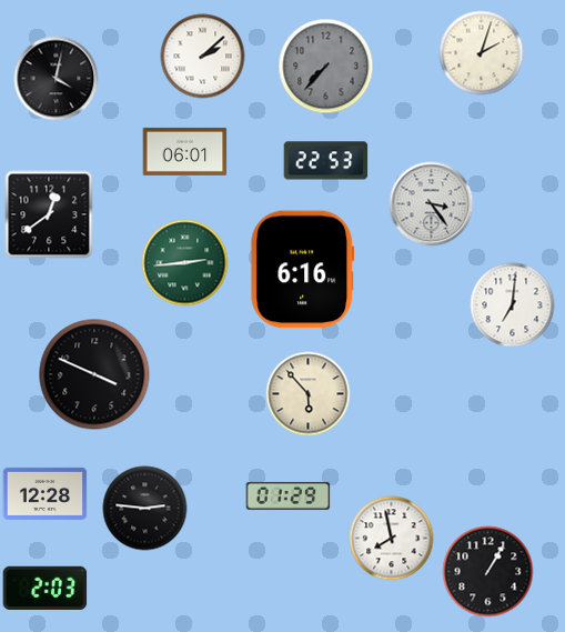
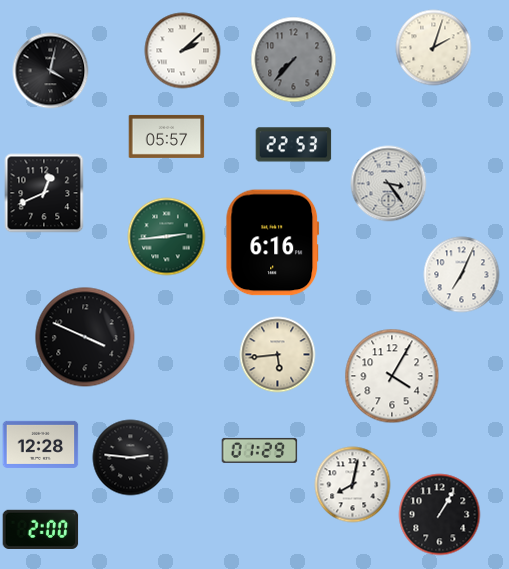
clock at (185, 151): 06:01 -> 05:57
clock at (49, 214): 12:39 -> 12:41
clock at (513, 305): 7:01 -> 7:04
clock at (309, 394): 5:53 -> 5:44
clock at (392, 376): none -> 4:05
clock at (289, 495) position: (289, 495) -> (260, 450)
clock at (392, 539): 7:58 -> 8:02
clock at (46, 588): 2:03 -> 2:00
